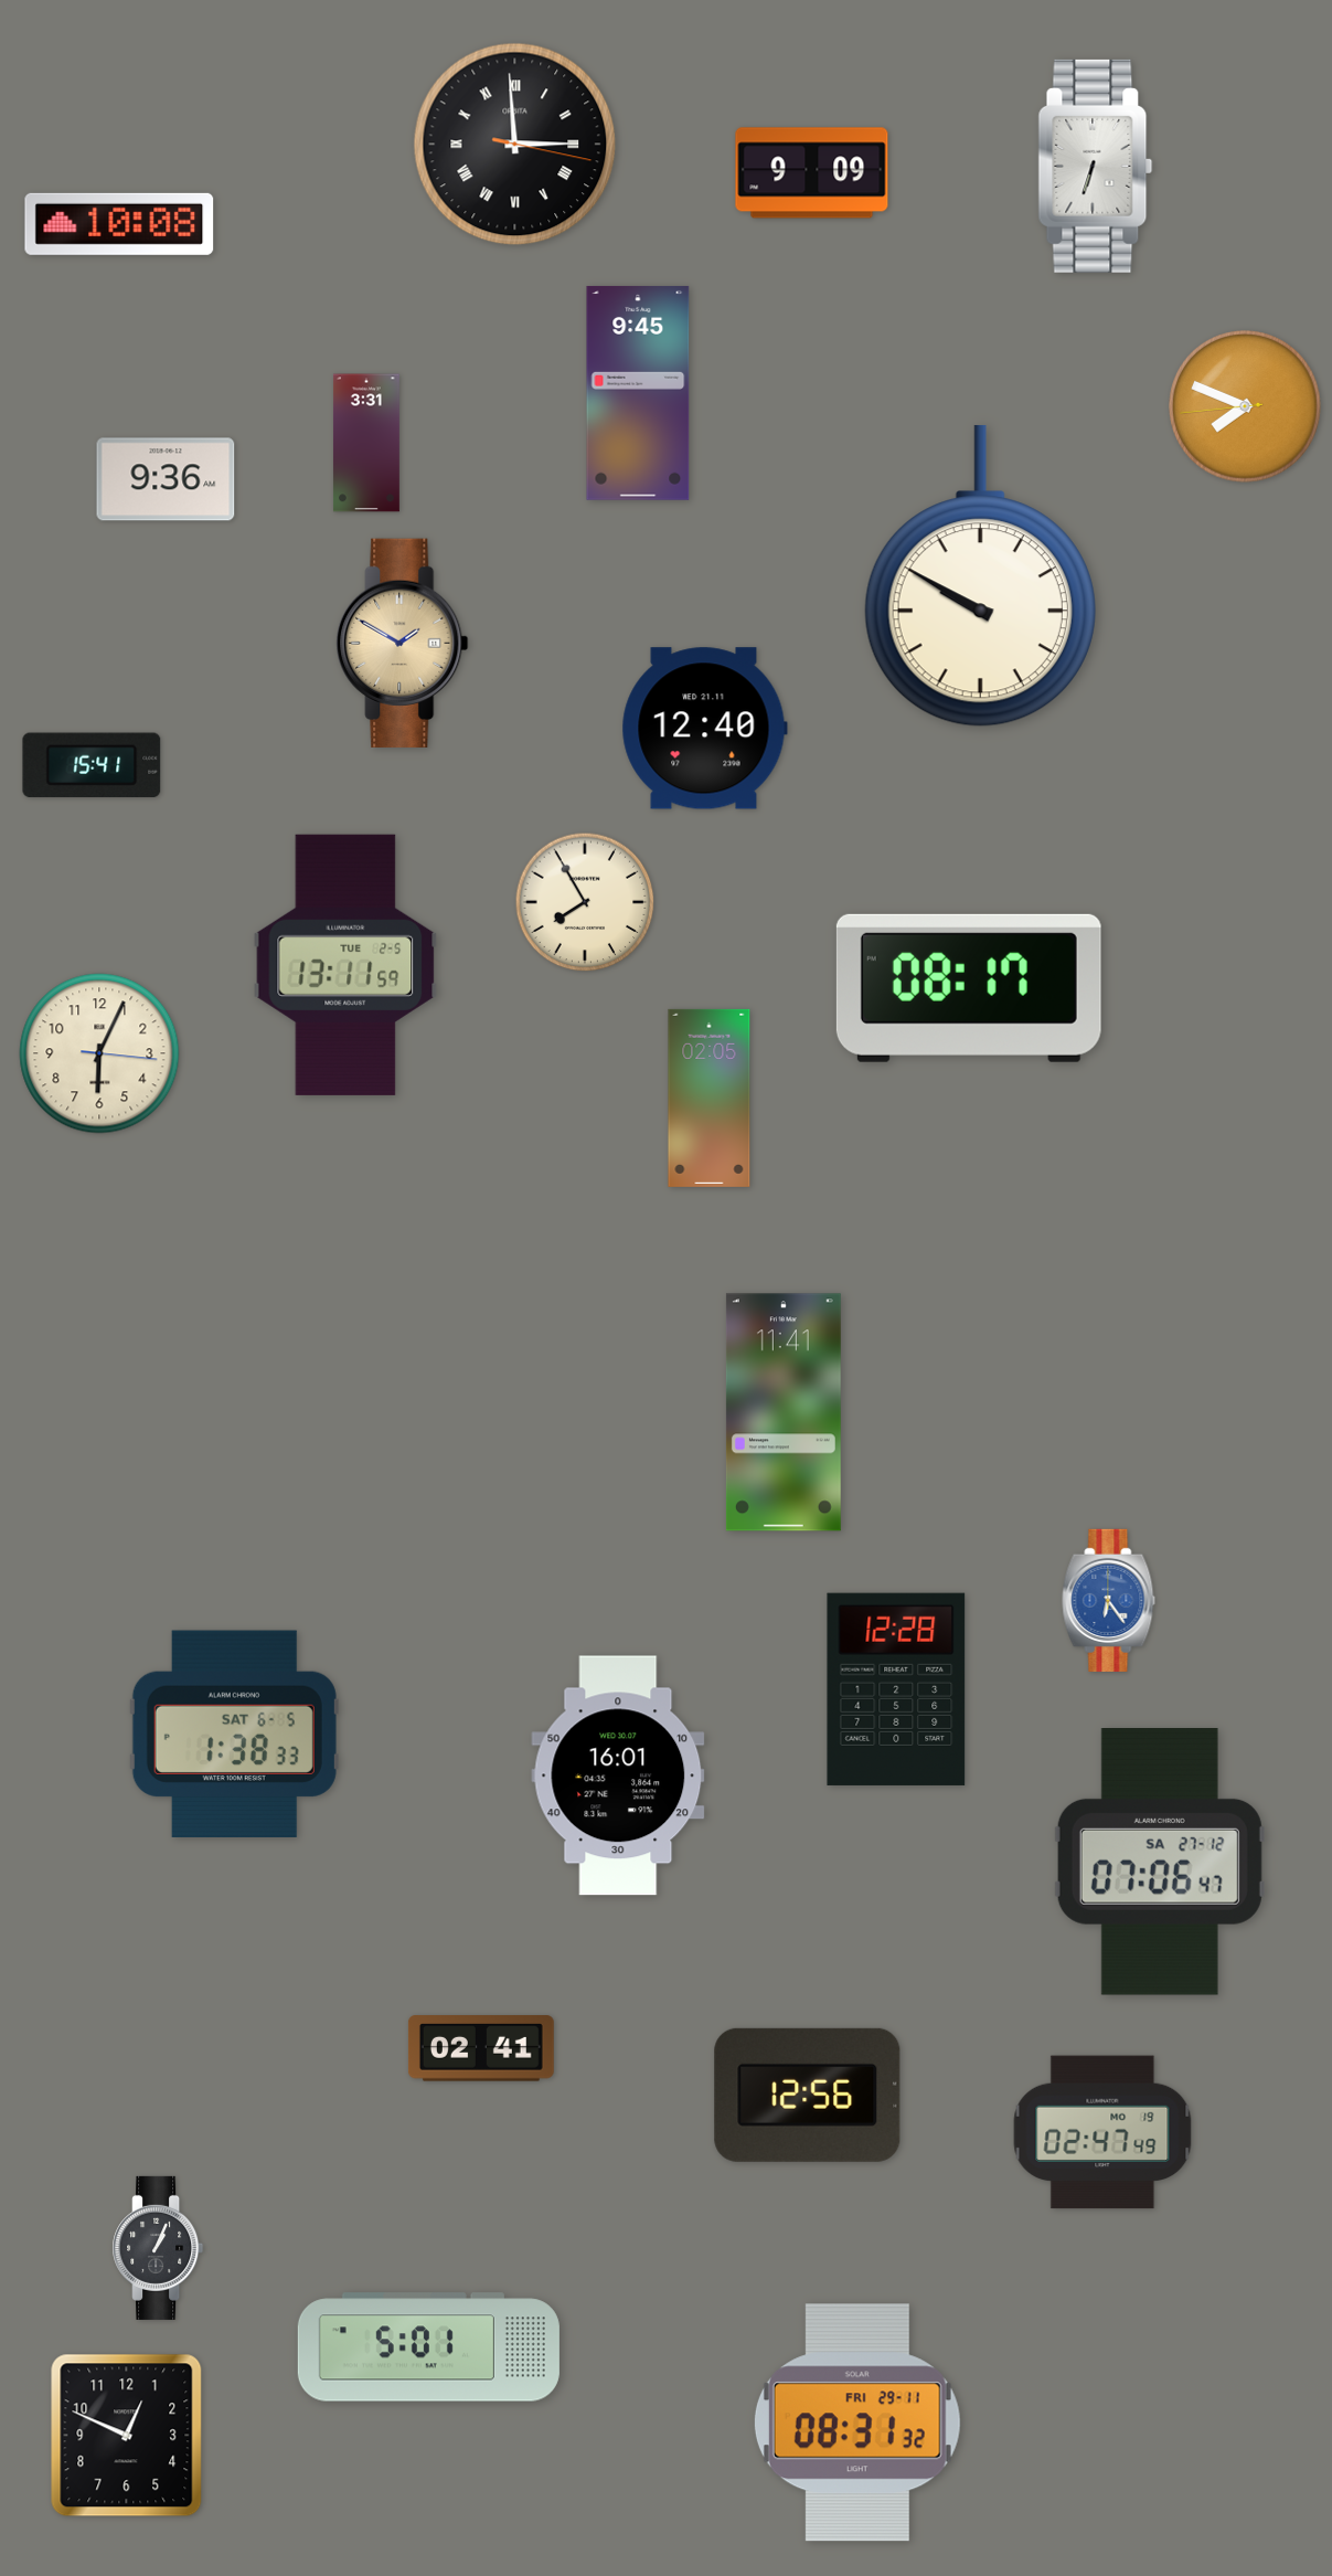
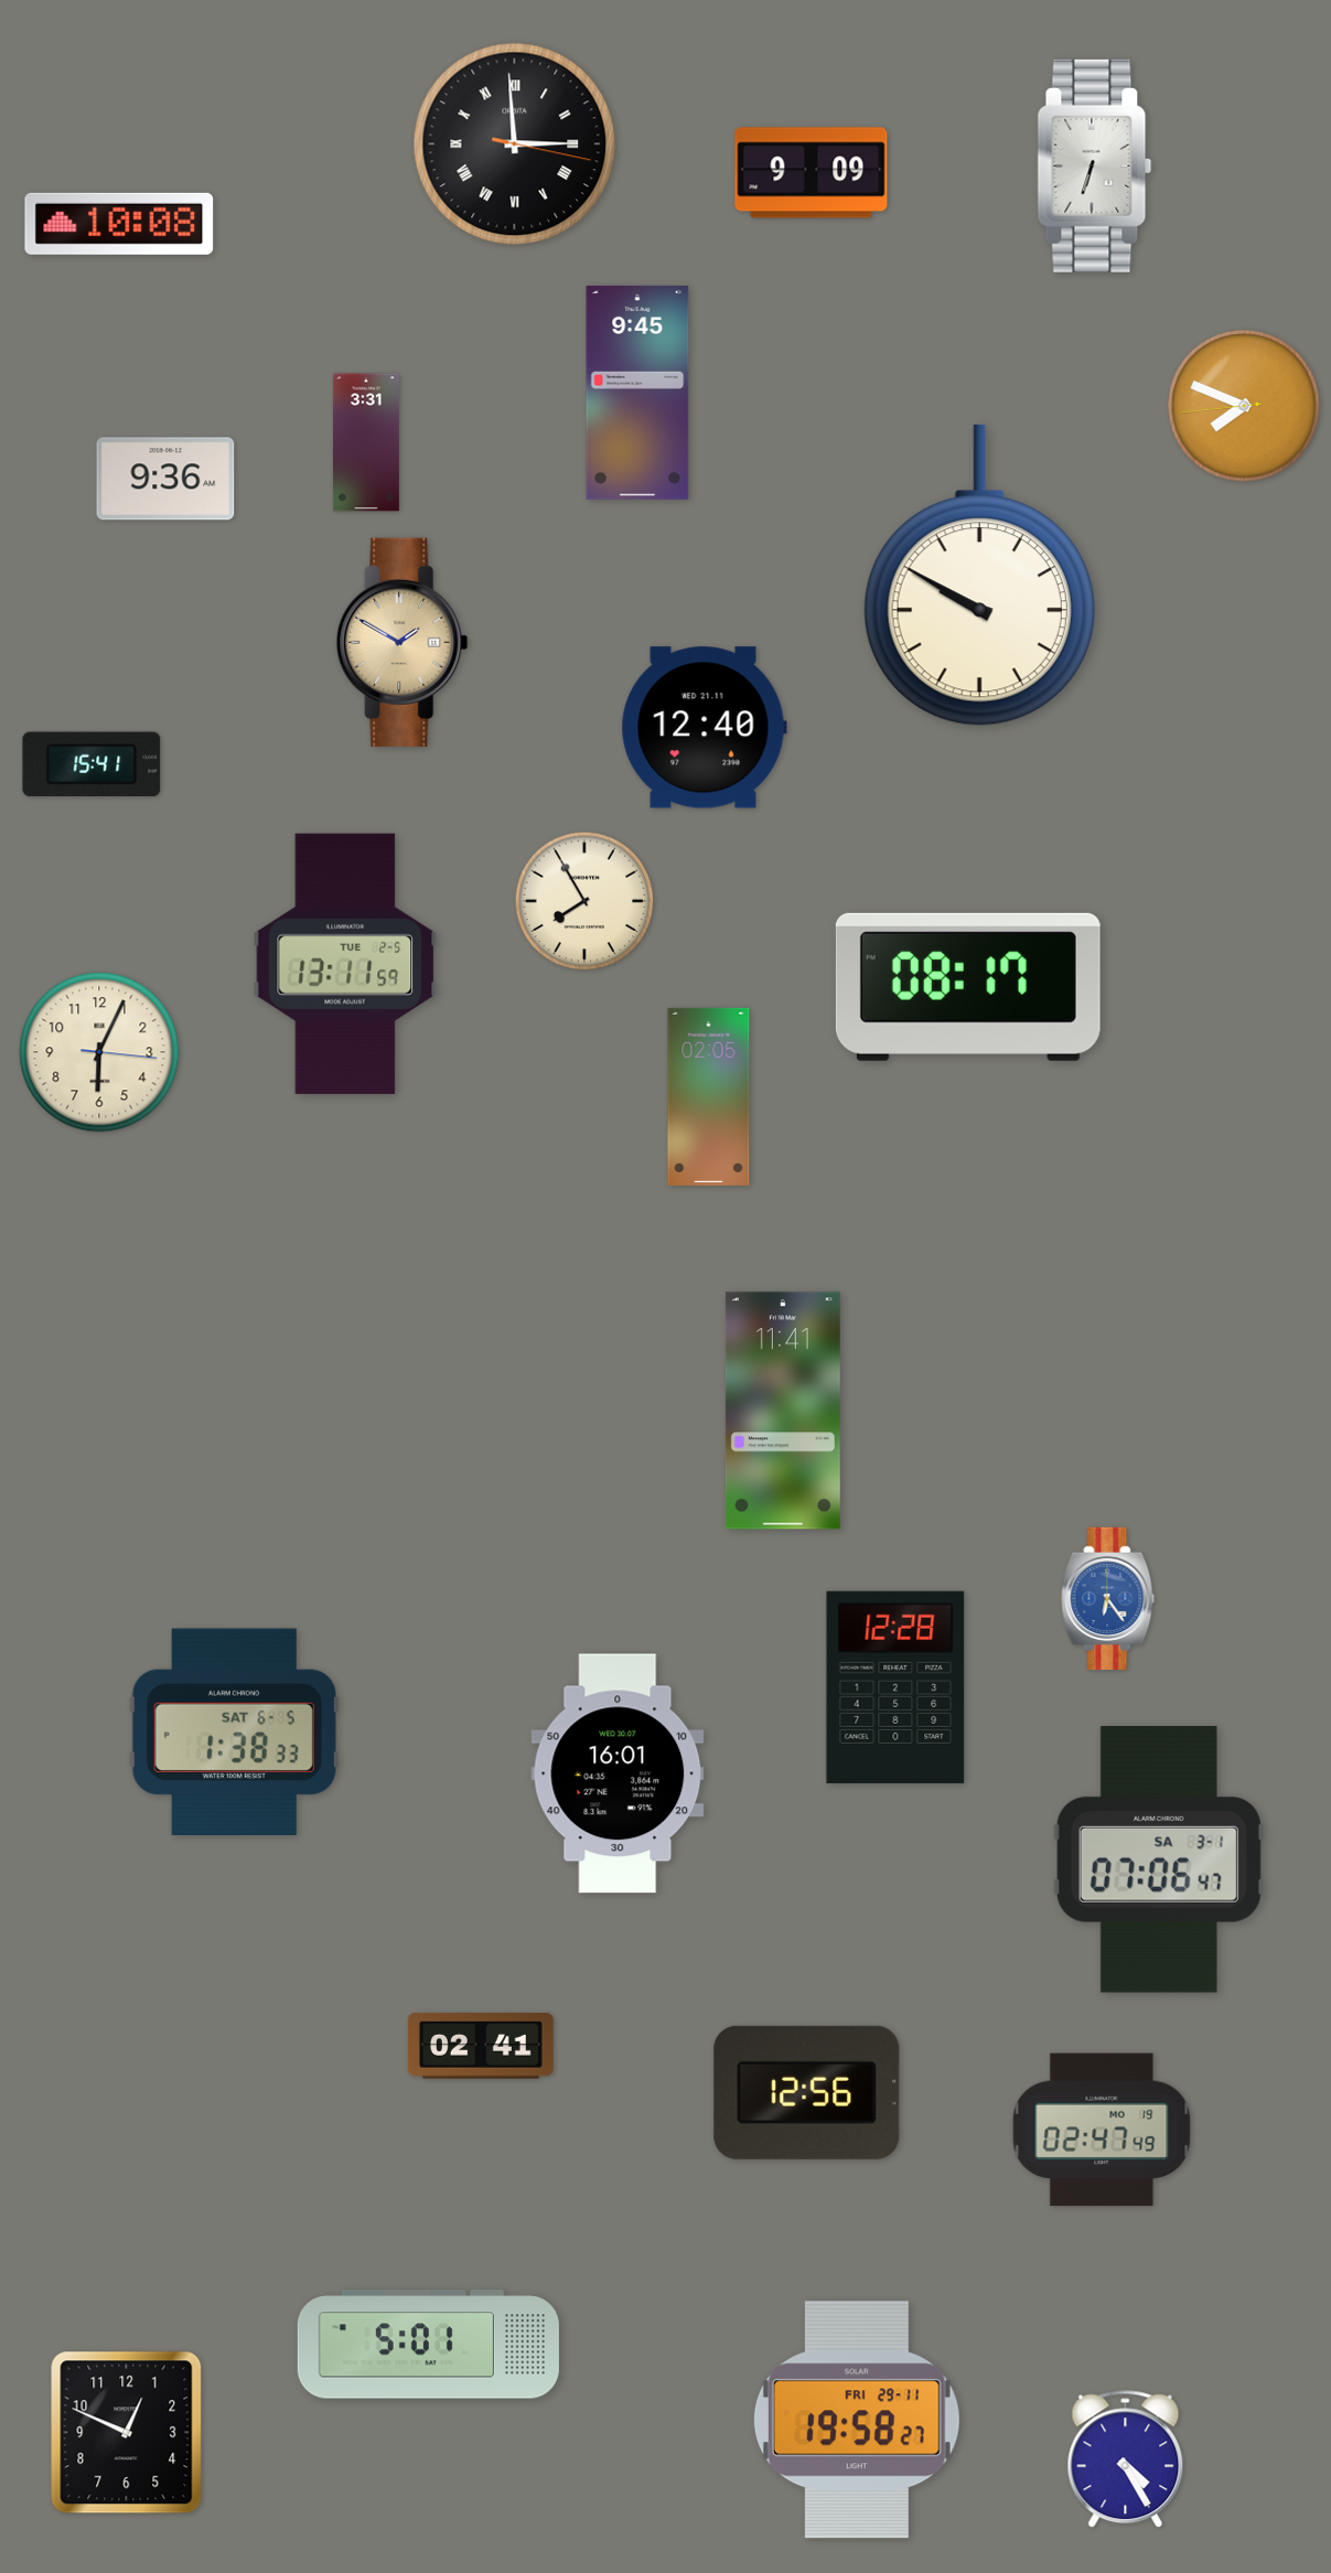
clock at (1160, 1863) date: SA 27-12 -> SA 3-1
clock at (158, 2248): 1:04 -> none
clock at (857, 2423): 08:31 -> 19:58
clock at (1126, 2459): none -> 4:25
